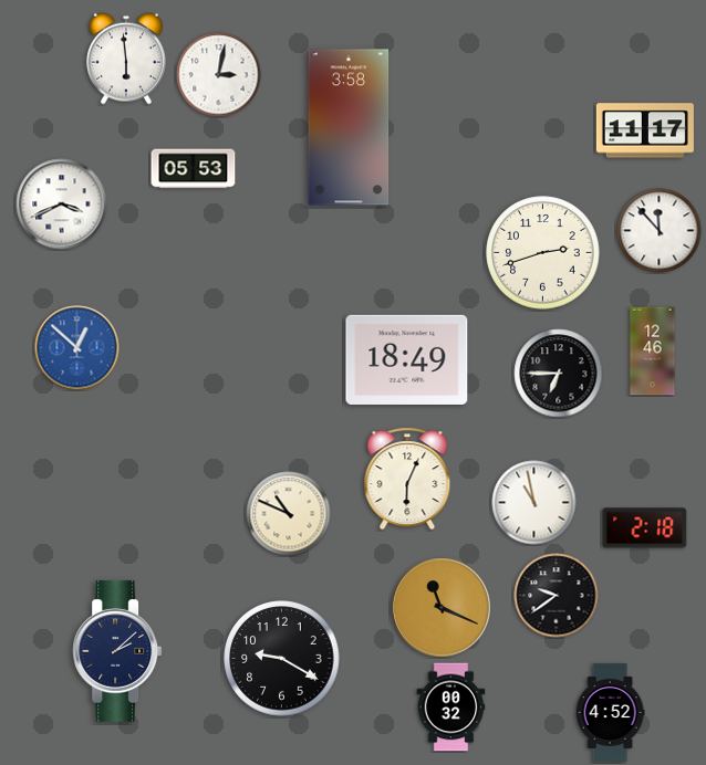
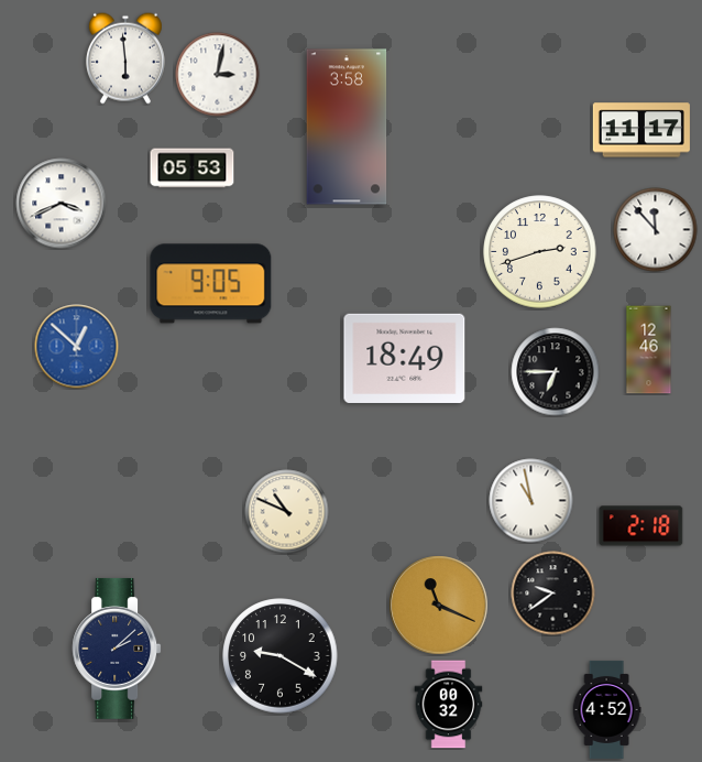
clock at (211, 284): none -> 9:05
clock at (407, 479): 6:04 -> none
